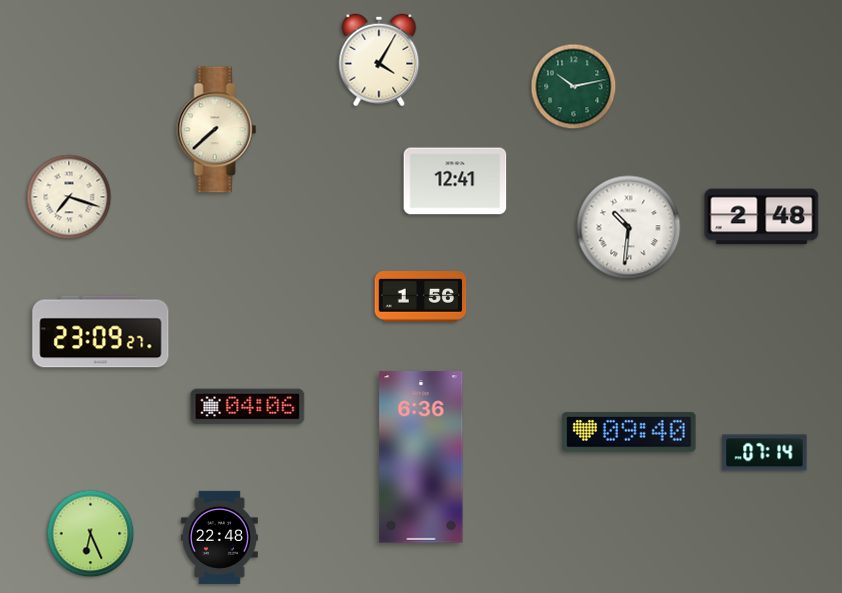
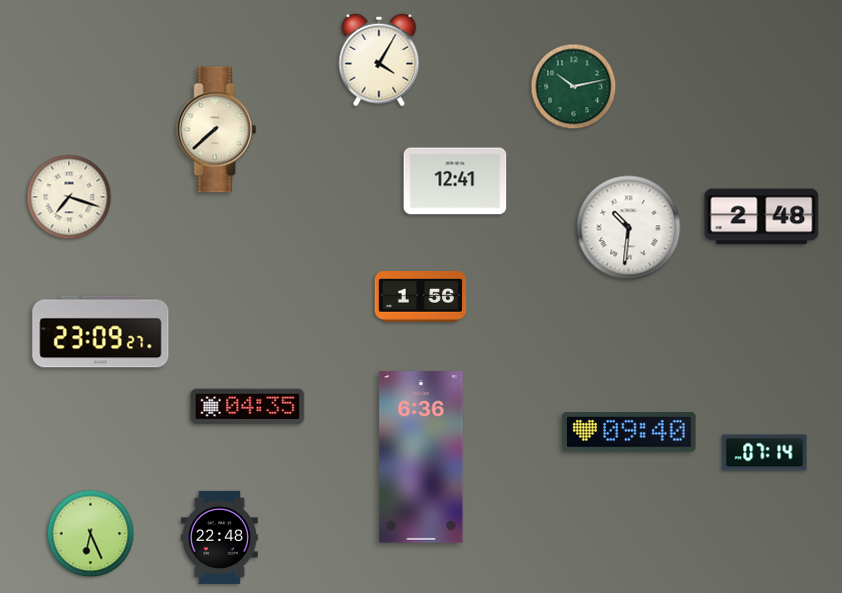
clock at (248, 407): 04:06 -> 04:35
